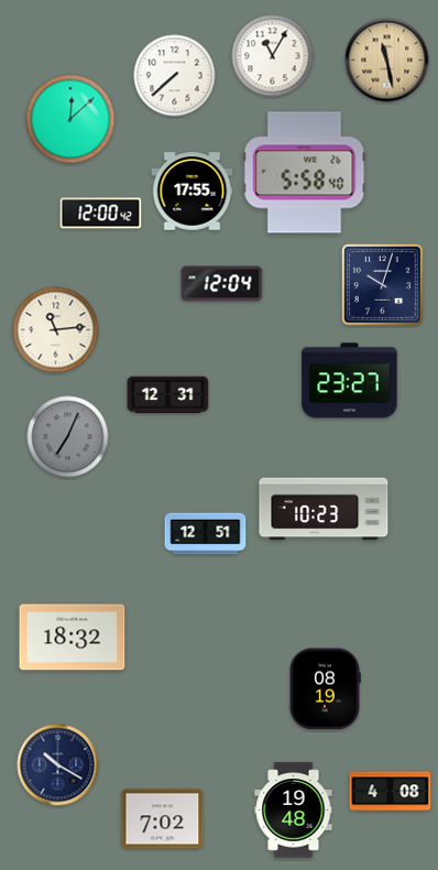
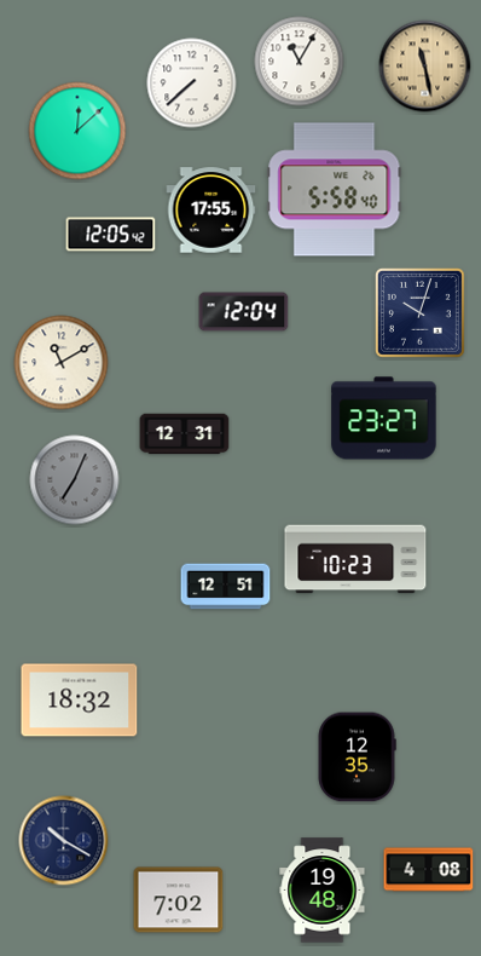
clock at (101, 214): 12:00 -> 12:05
clock at (56, 330): 11:14 -> 11:10
clock at (325, 689): 08:19 -> 12:35
